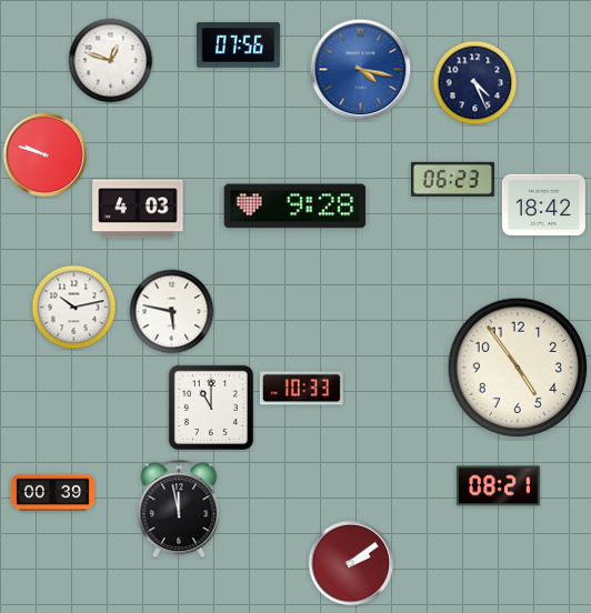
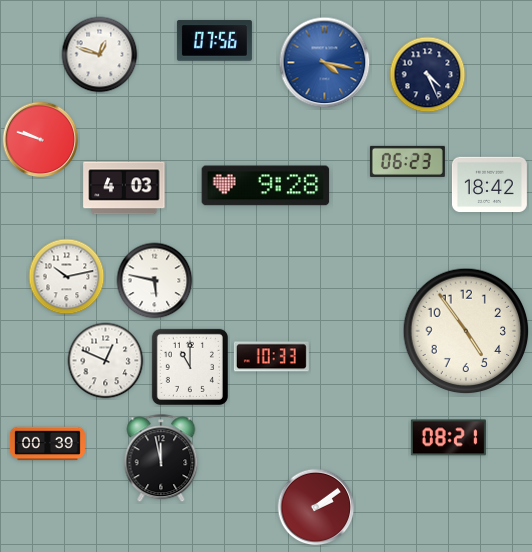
clock at (301, 389) position: (301, 389) -> (271, 357)
clock at (106, 361): none -> 12:49
